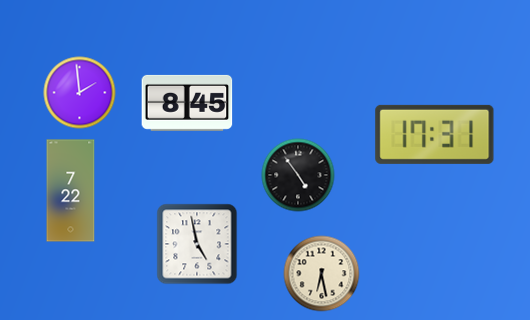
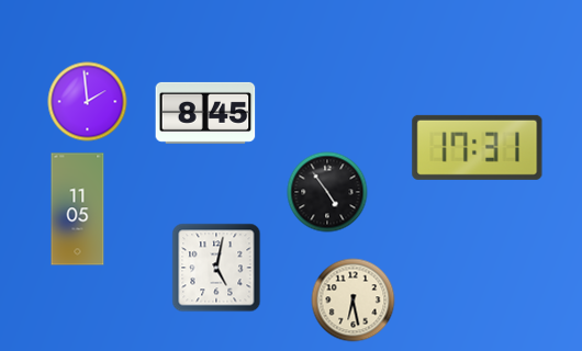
clock at (71, 191): 7:22 -> 11:05
clock at (197, 244): 4:58 -> 5:02
